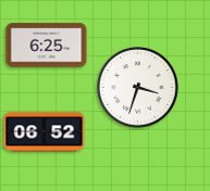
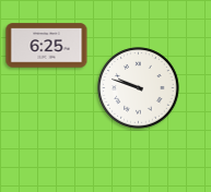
clock at (138, 88): 3:33 -> 9:48
clock at (45, 132): 06:52 -> none
